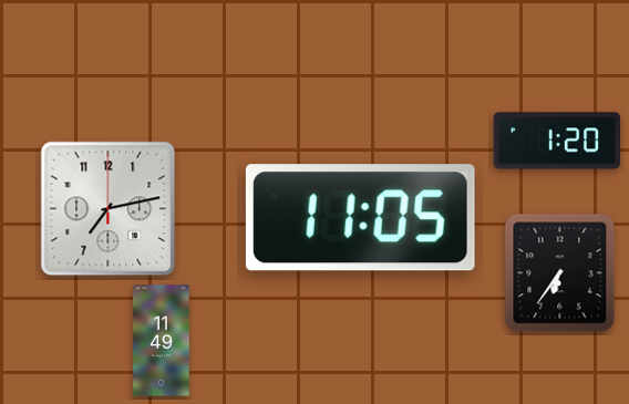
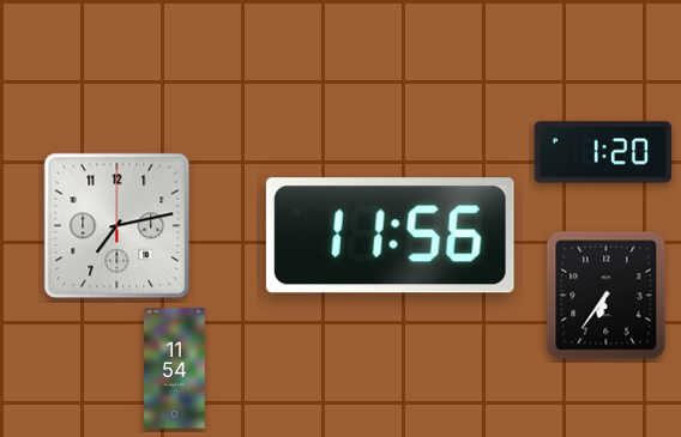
clock at (360, 218): 11:05 -> 11:56
clock at (162, 341): 11:49 -> 11:54
